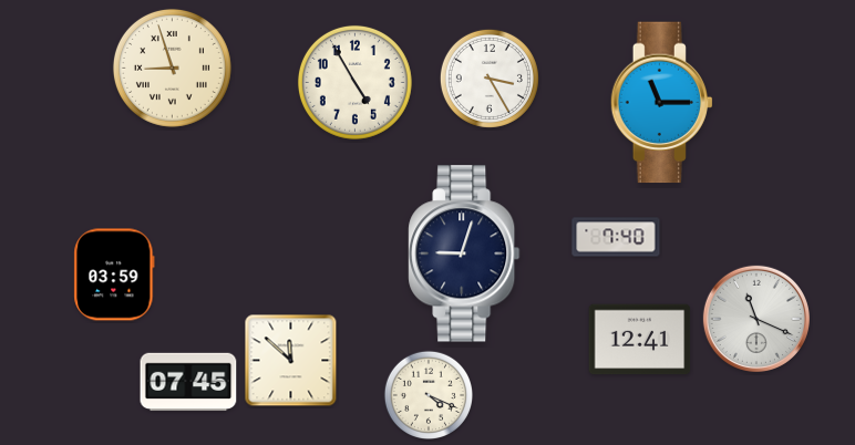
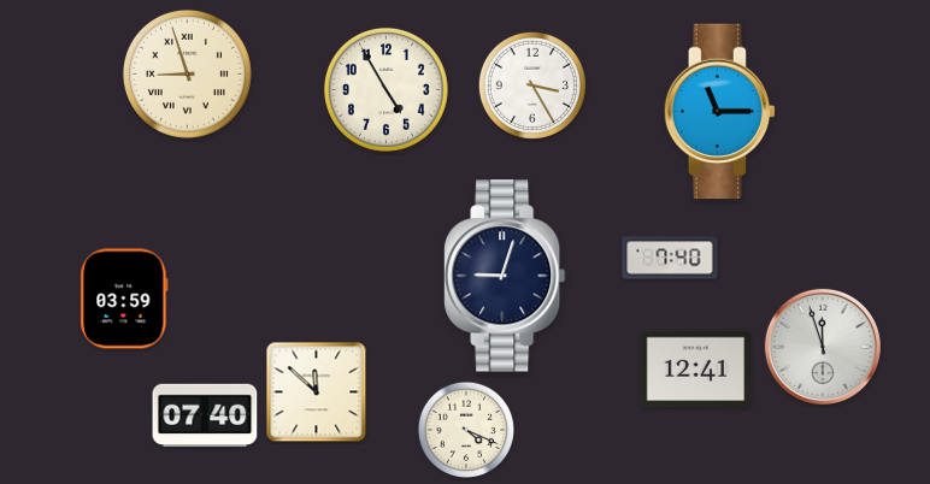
clock at (756, 319): 11:19 -> 11:57
clock at (188, 382): 07:45 -> 07:40
